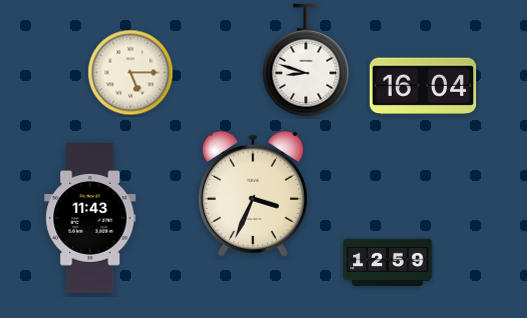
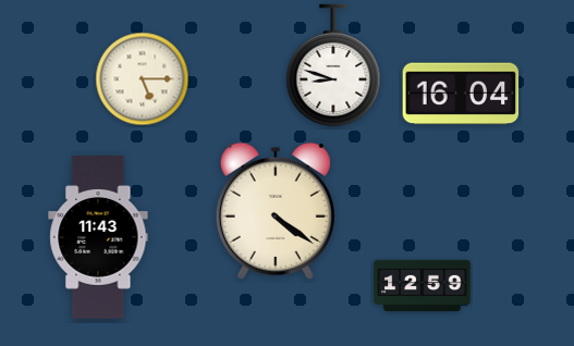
clock at (253, 194): 3:34 -> 4:21
